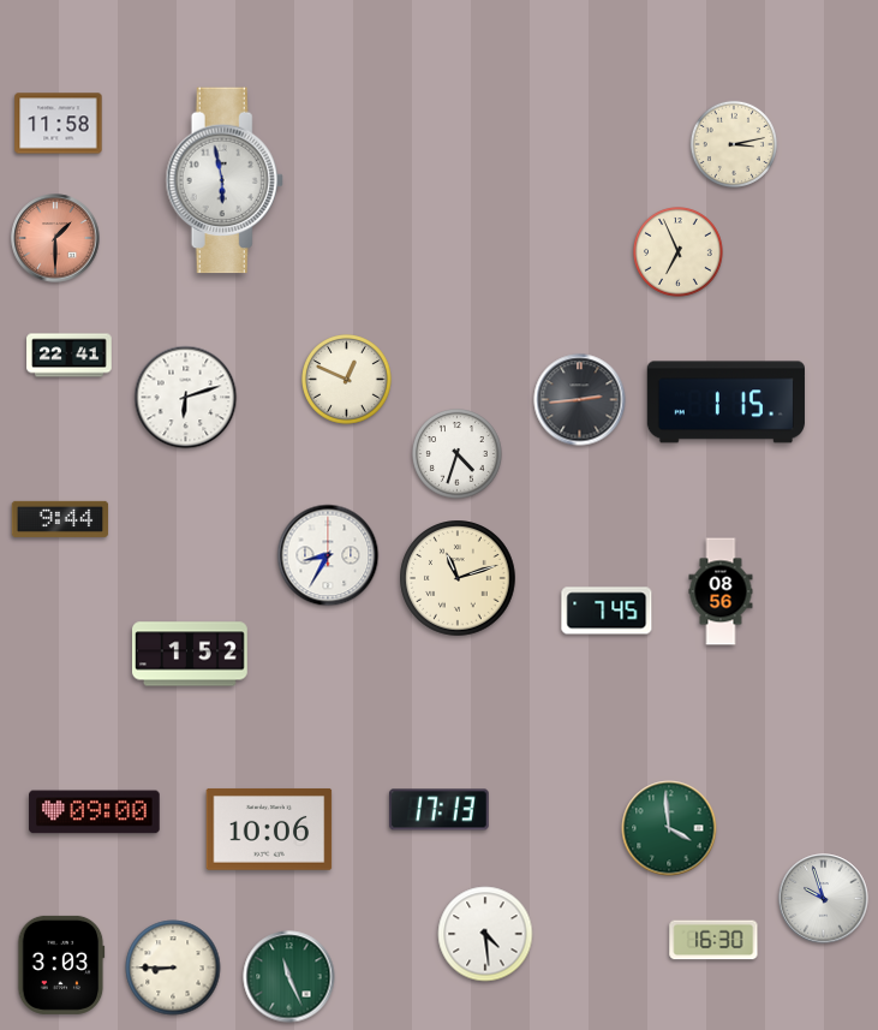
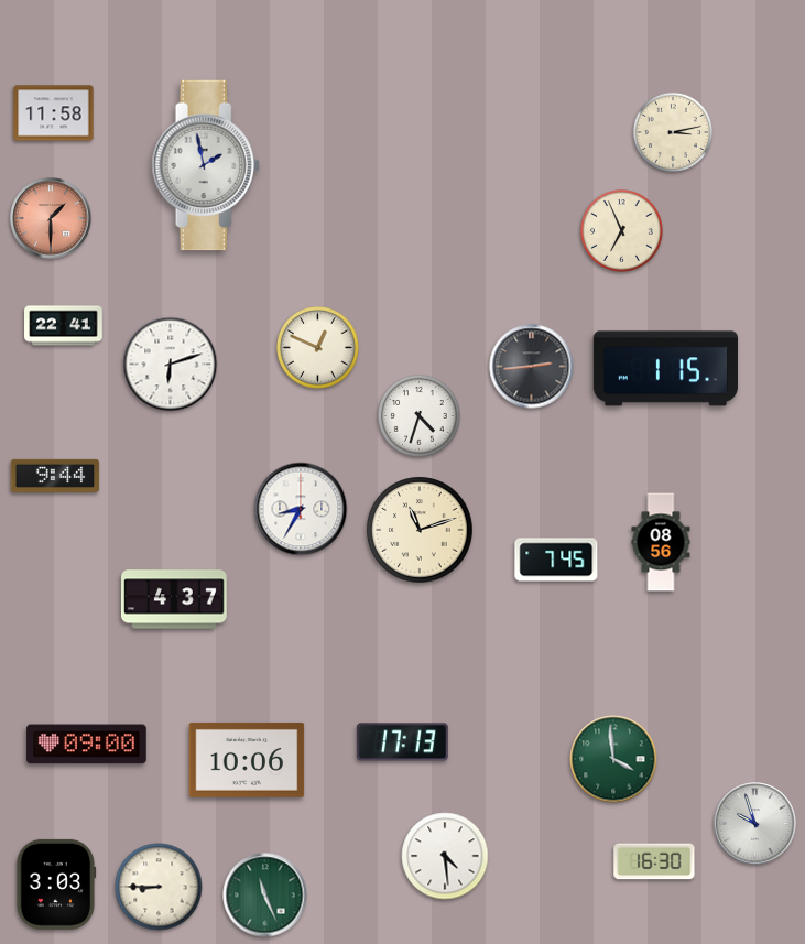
clock at (225, 180): 5:58 -> 1:58
clock at (190, 654): 1:52 -> 4:37
